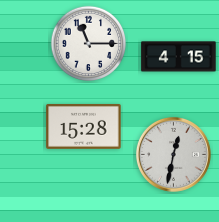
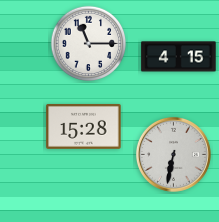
clock at (173, 154): 12:32 -> 6:32
